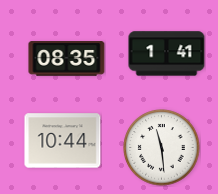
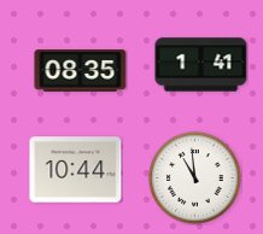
clock at (162, 148): 11:29 -> 10:59
